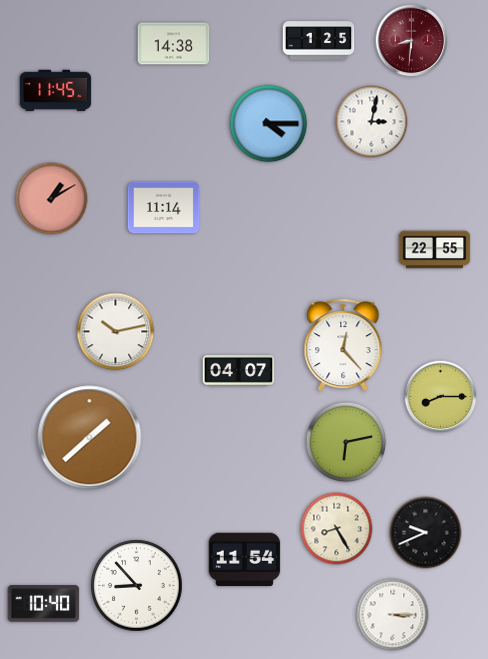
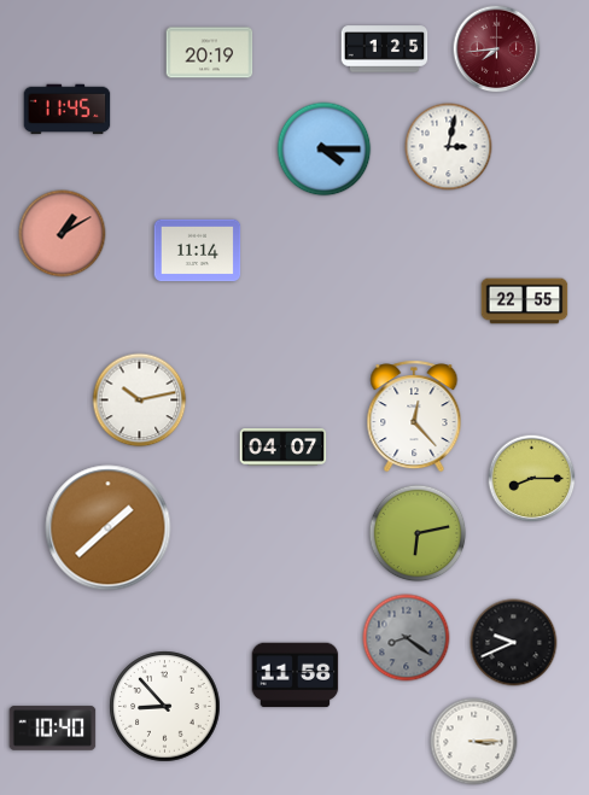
clock at (412, 41): 8:31 -> 7:44
clock at (174, 44): 14:38 -> 20:19
clock at (52, 199) position: (52, 199) -> (63, 234)
clock at (239, 371) position: (239, 371) -> (284, 448)
clock at (337, 529): 8:25 -> 8:21
clock at (337, 529) dial: cream -> grey
clock at (245, 560): 11:54 -> 11:58
